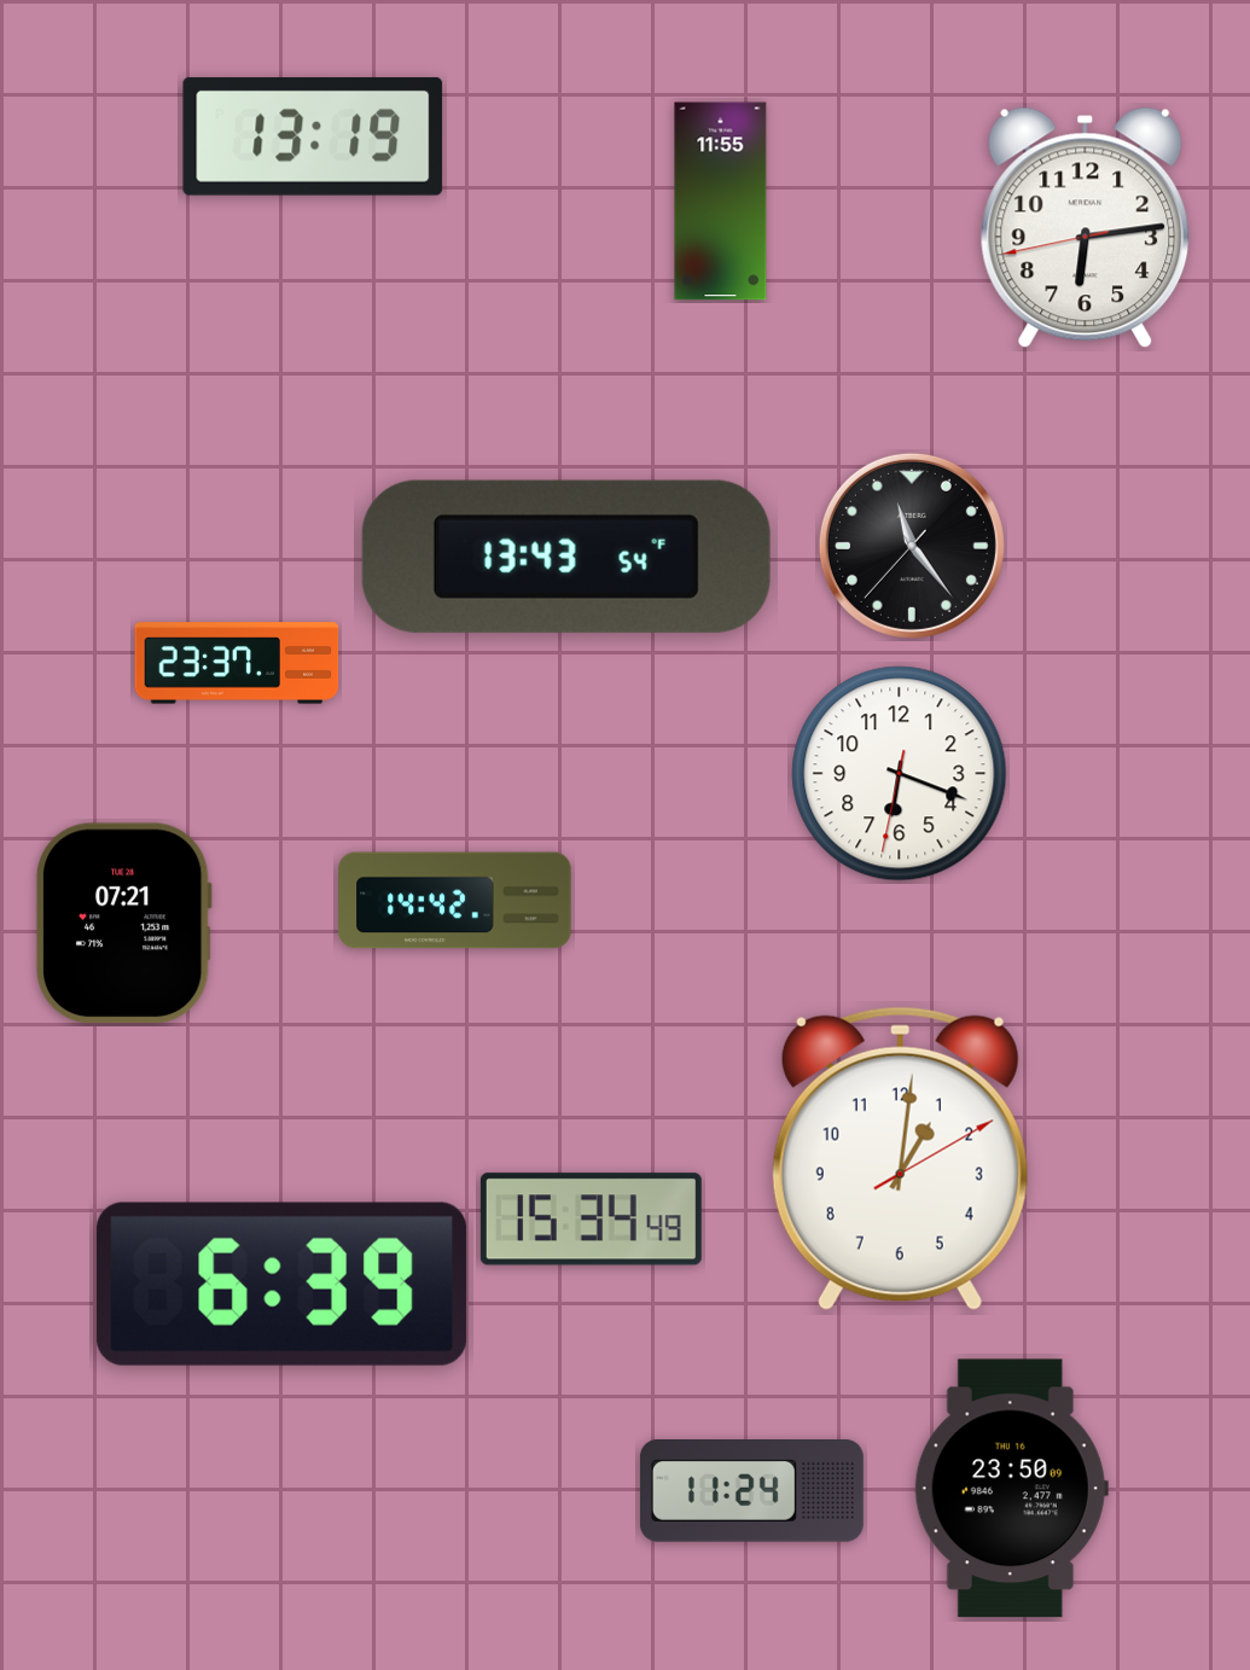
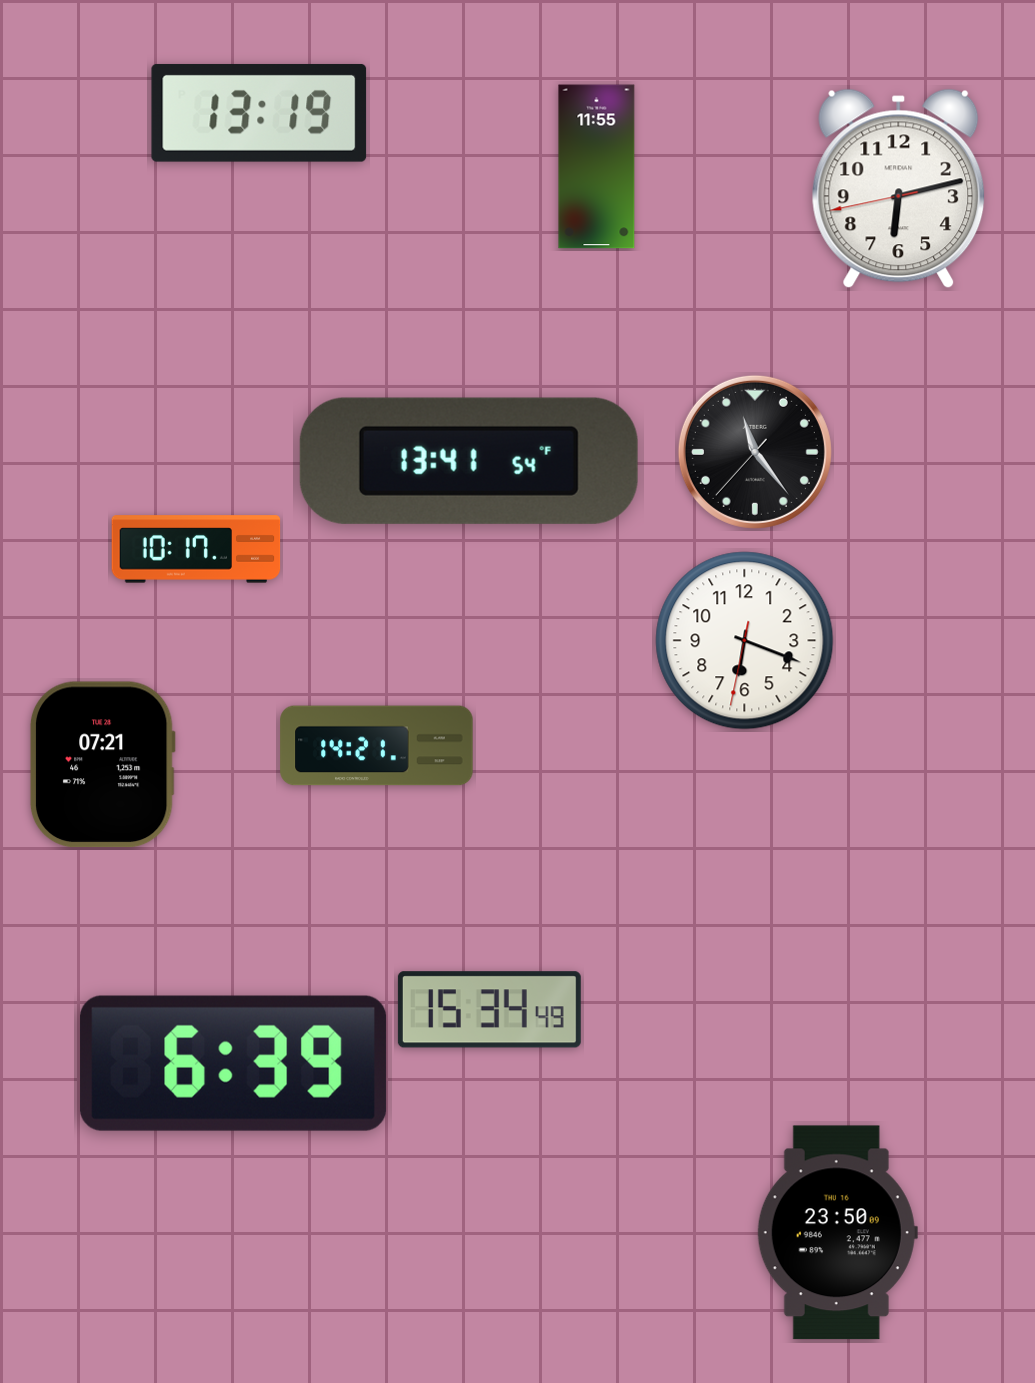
clock at (1086, 228): 6:13 -> 6:12
clock at (566, 557): 13:43 -> 13:41
clock at (237, 663): 23:37 -> 10:17
clock at (455, 901): 14:42 -> 14:21
clock at (900, 1158): 1:01 -> none
clock at (751, 1491): 11:24 -> none
